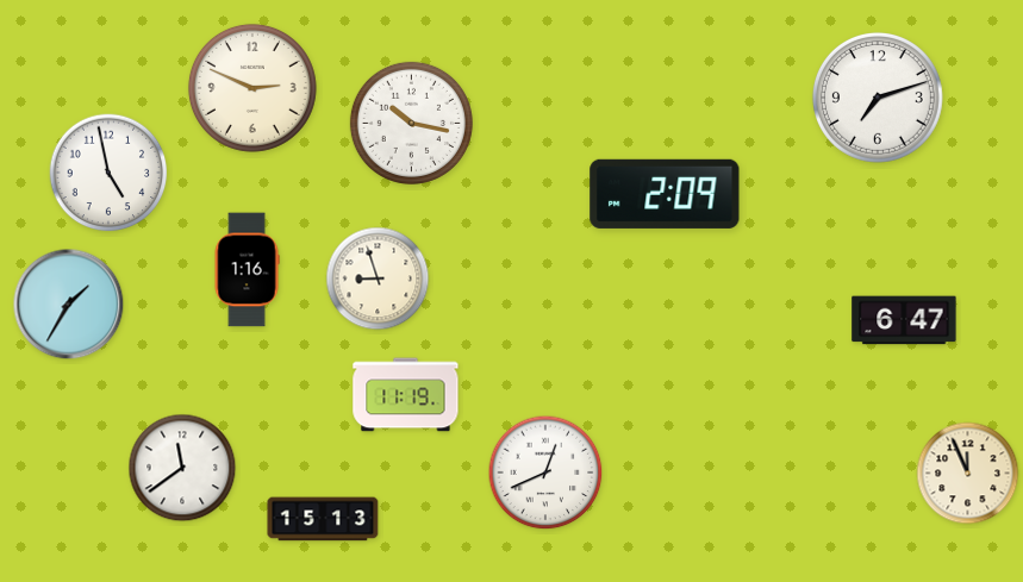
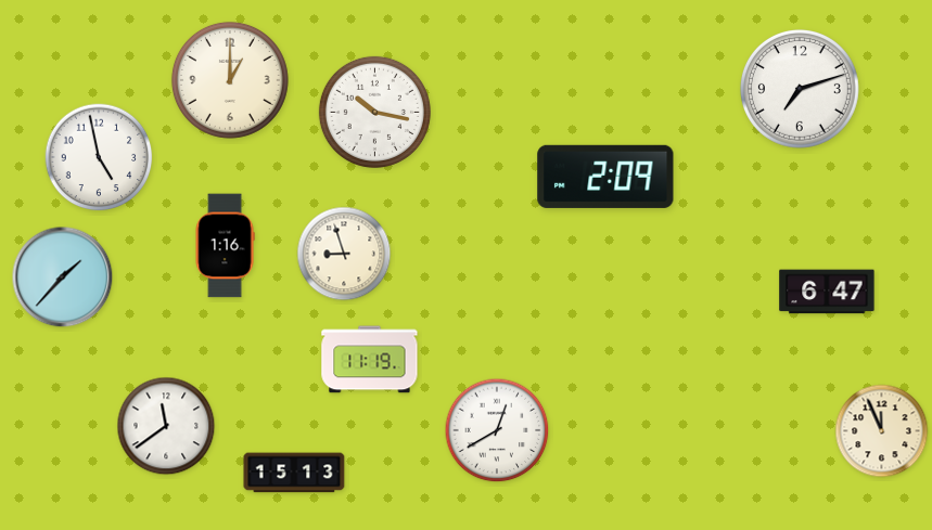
clock at (252, 88): 2:49 -> 1:00
clock at (69, 305): 1:35 -> 1:37
clock at (904, 320) position: (904, 320) -> (827, 292)
clock at (545, 473): 12:41 -> 12:40
